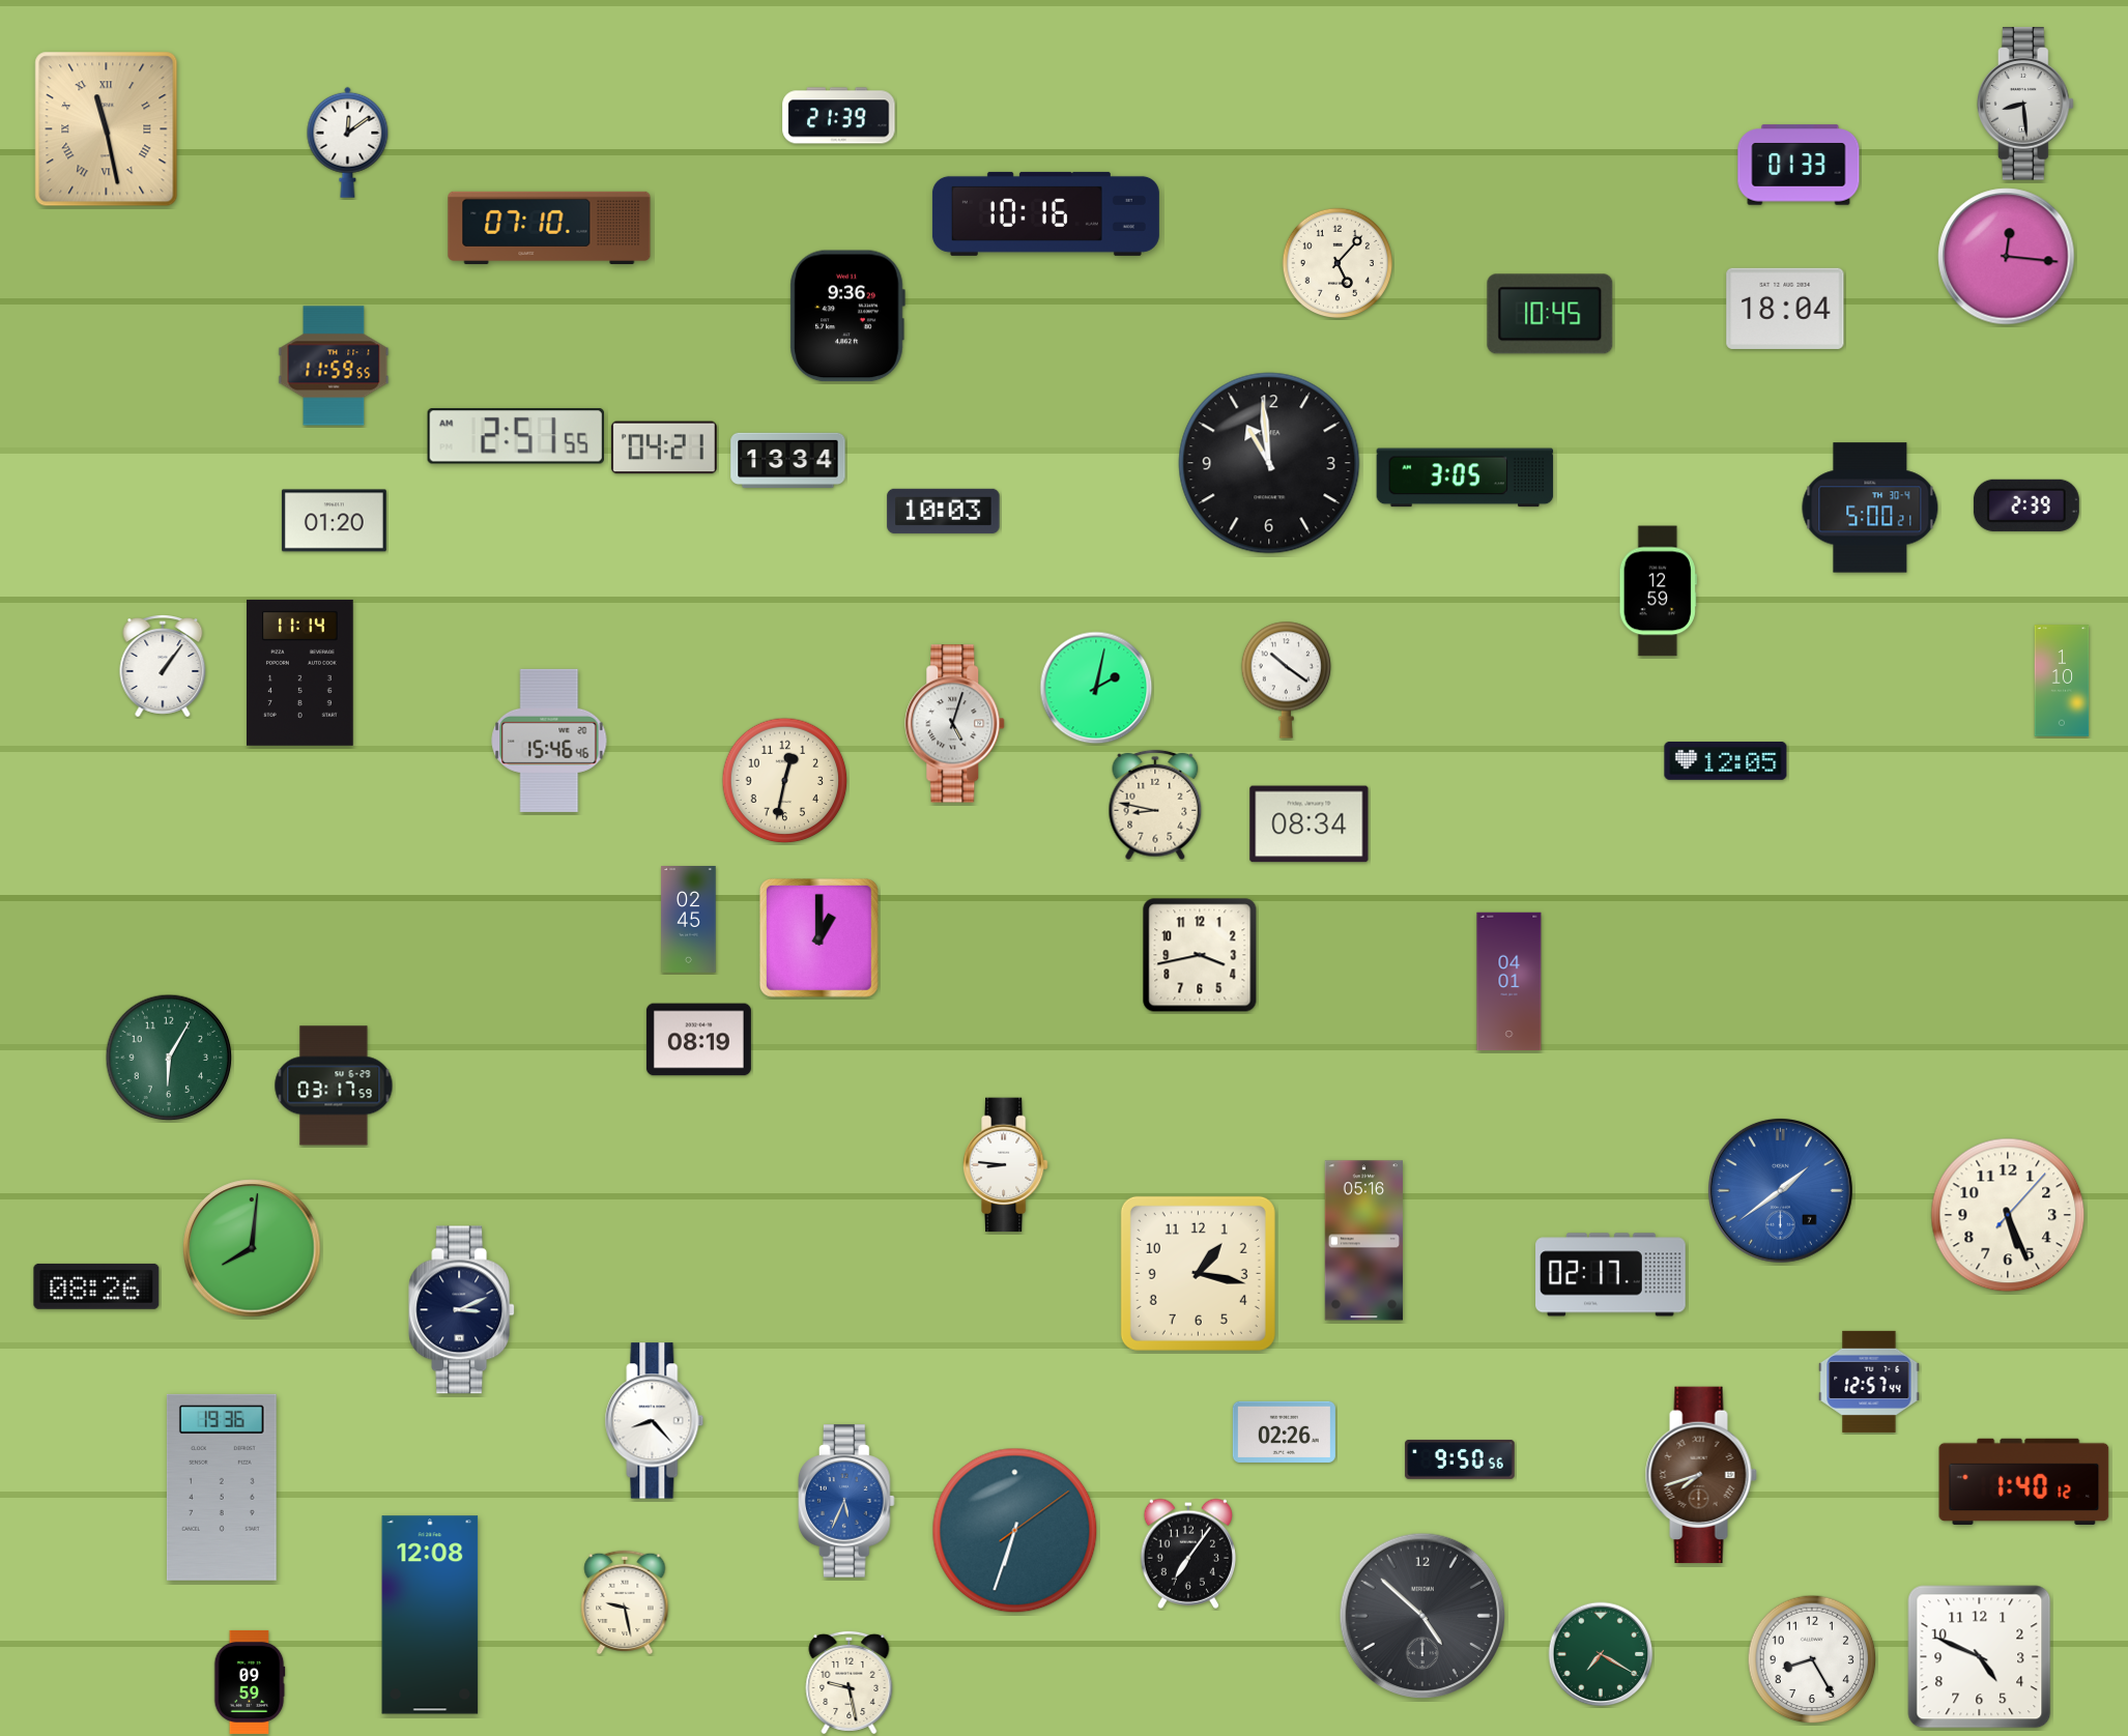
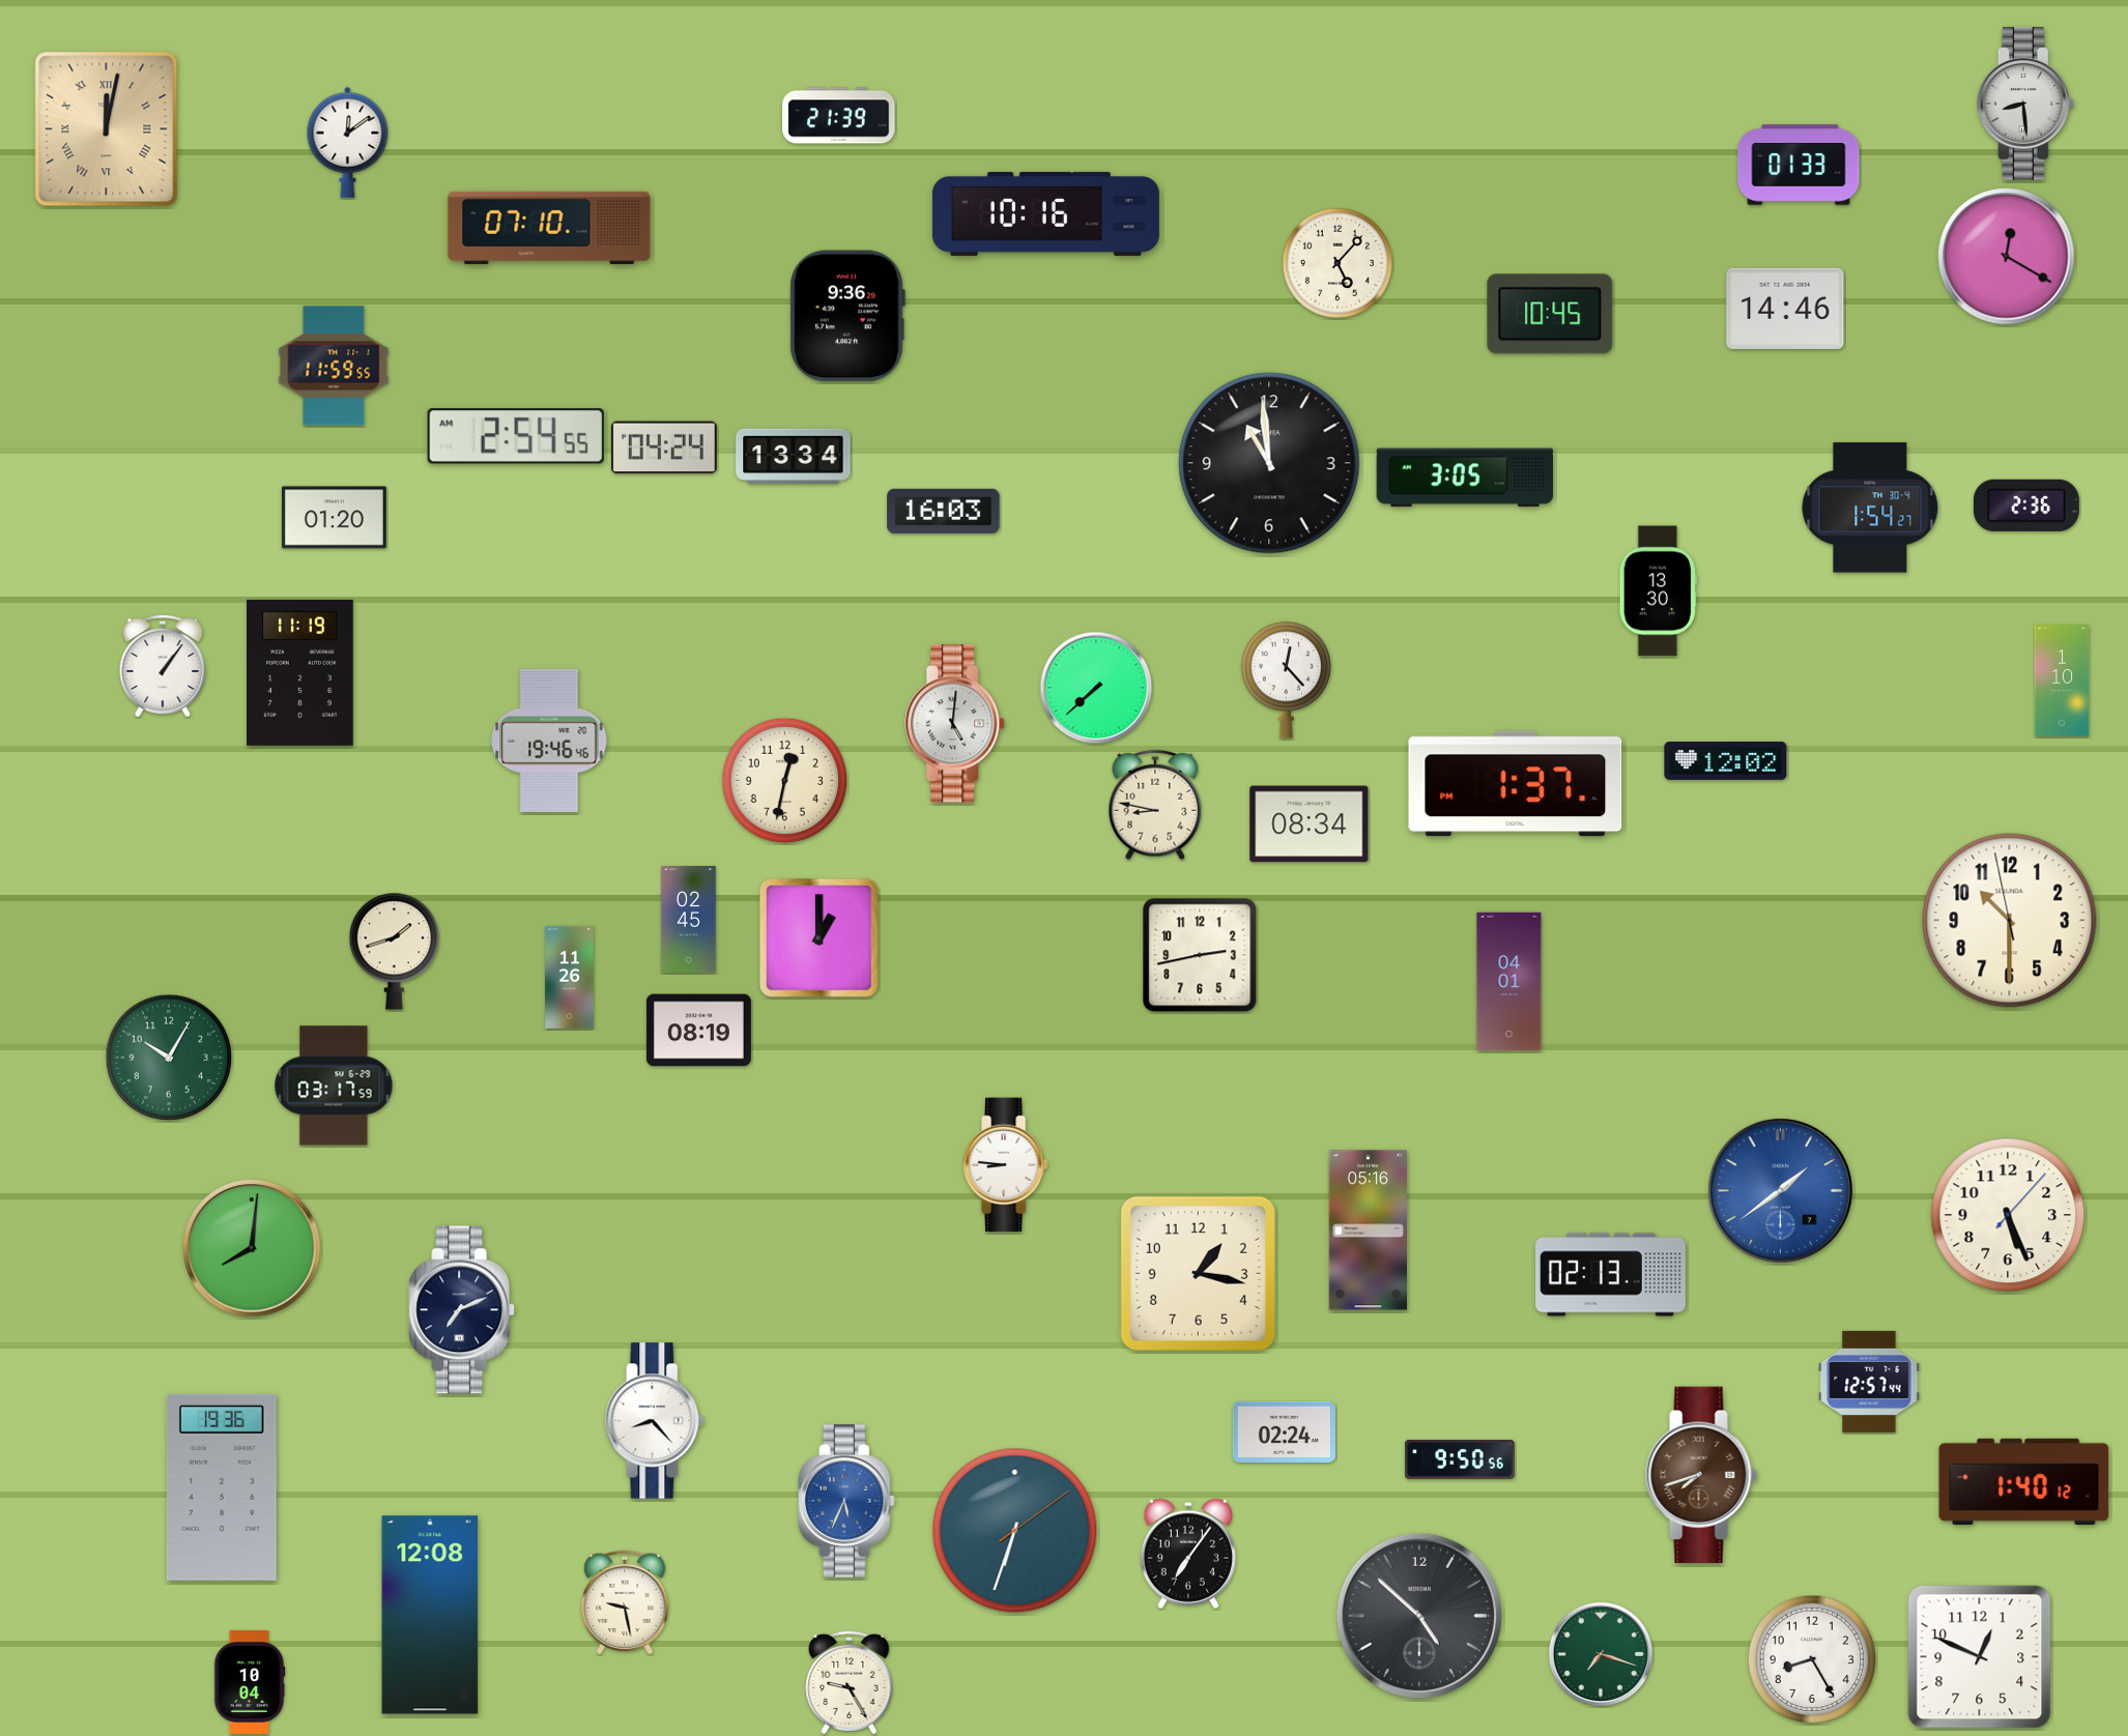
clock at (107, 129): 11:28 -> 12:02
clock at (2007, 257): 12:16 -> 12:20
clock at (1785, 309): 18:04 -> 14:46
clock at (516, 436): 2:51 -> 2:54
clock at (664, 447): 04:21 -> 04:24
clock at (788, 460) position: (788, 460) -> (794, 456)
clock at (2026, 505): 2:39 -> 2:36
clock at (1870, 508): 5:00 -> 1:54
clock at (944, 511): 10:03 -> 16:03
clock at (334, 521) position: (334, 521) -> (334, 518)
clock at (1658, 591): 12:59 -> 13:30
clock at (300, 672): 11:14 -> 11:19
clock at (1286, 679): 10:21 -> 12:23
clock at (1096, 688): 2:02 -> 7:38
clock at (955, 724): 5:03 -> 5:01
clock at (549, 741): 15:46 -> 19:46
clock at (1726, 760): 12:05 -> 12:02
clock at (1516, 784): none -> 1:37
clock at (2010, 921): none -> 10:29
clock at (394, 951): none -> 1:42
clock at (1200, 955): 3:43 -> 2:43
clock at (570, 977): none -> 11:26
clock at (698, 1040) position: (698, 1040) -> (698, 1031)
clock at (169, 1058): 6:05 -> 10:05
clock at (1363, 1241) position: (1363, 1241) -> (1368, 1231)
clock at (1611, 1275): 02:17 -> 02:13
clock at (96, 1286): 08:26 -> none
clock at (462, 1310): 3:11 -> 7:11
clock at (1284, 1431): 02:26 -> 02:24
clock at (1422, 1616) position: (1422, 1616) -> (1419, 1616)
clock at (1601, 1654): 7:20 -> 7:18
clock at (1980, 1657): 4:49 -> 12:49
clock at (250, 1682): 09:59 -> 10:04
clock at (850, 1682): 9:28 -> 9:25
